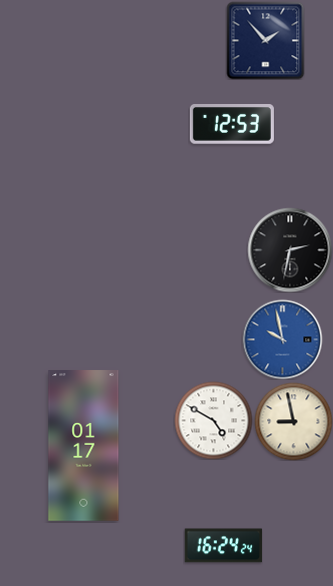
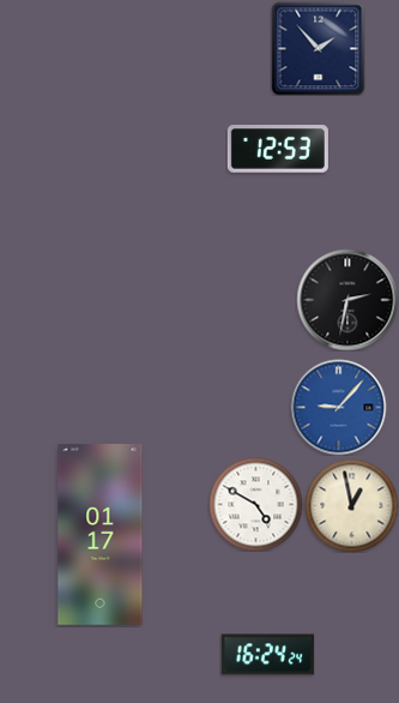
clock at (282, 339): 9:58 -> 9:07
clock at (293, 421): 8:58 -> 12:58
